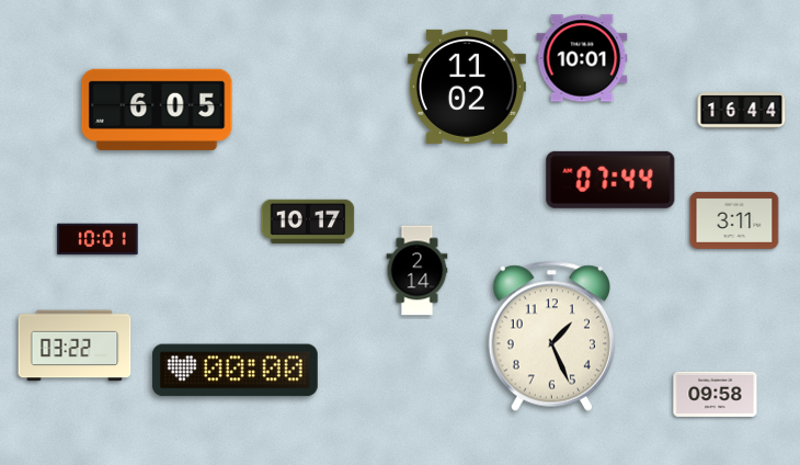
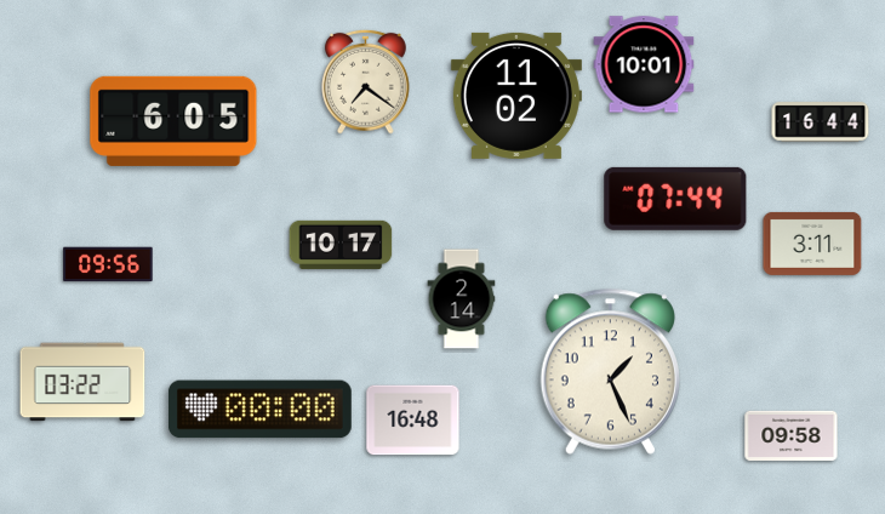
clock at (366, 81): none -> 7:21
clock at (98, 239): 10:01 -> 09:56
clock at (413, 421): none -> 16:48
